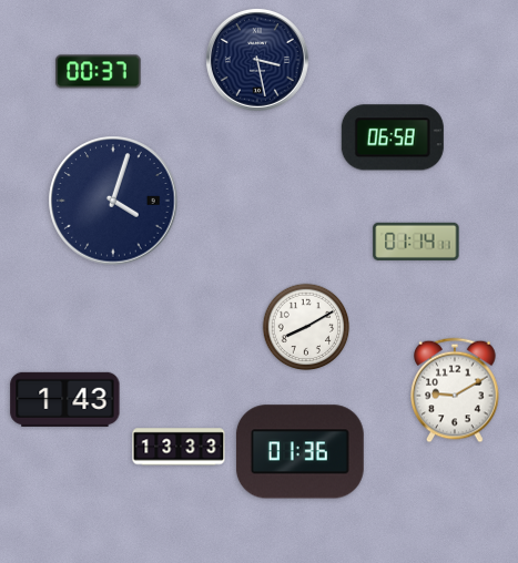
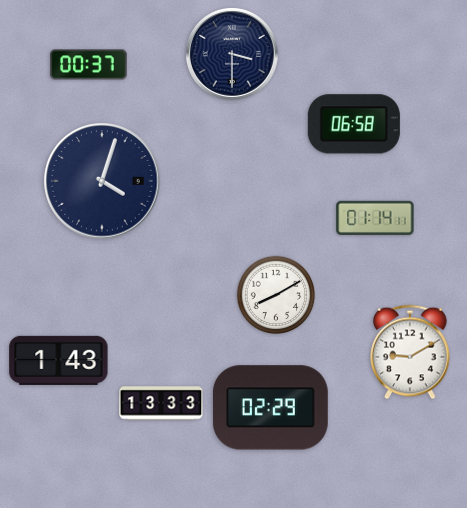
clock at (257, 60): 3:28 -> 3:30
clock at (299, 452): 01:36 -> 02:29
